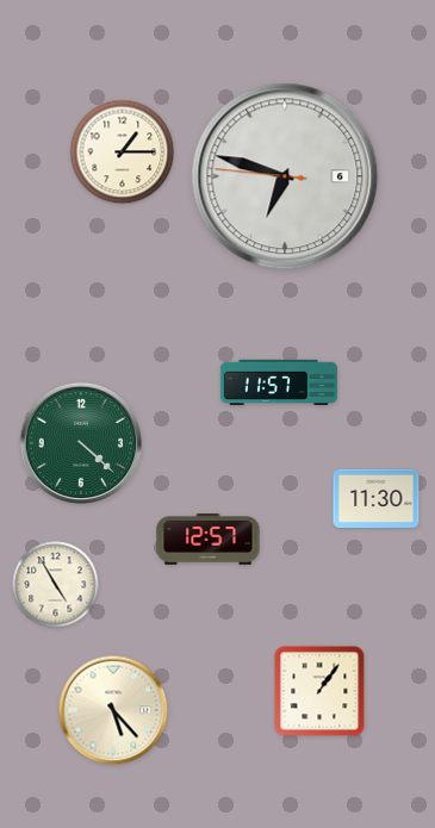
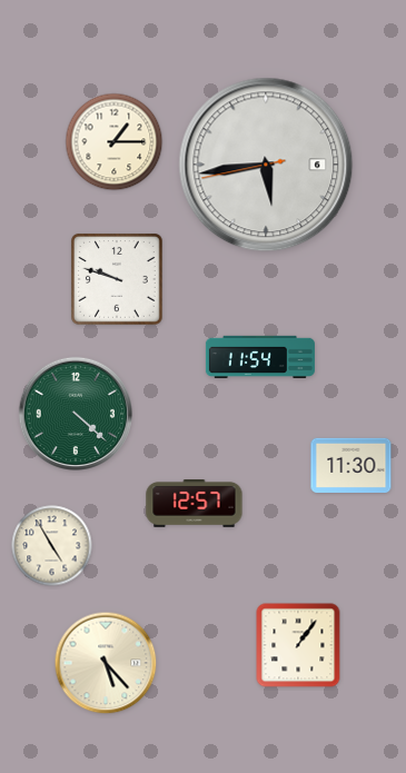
clock at (285, 176): 6:47 -> 5:43
clock at (118, 280): none -> 9:48
clock at (279, 382): 11:57 -> 11:54
